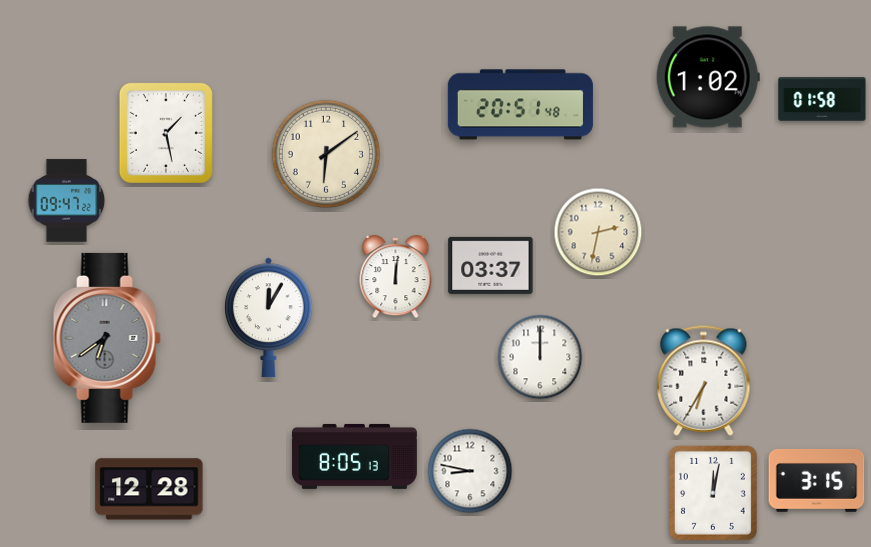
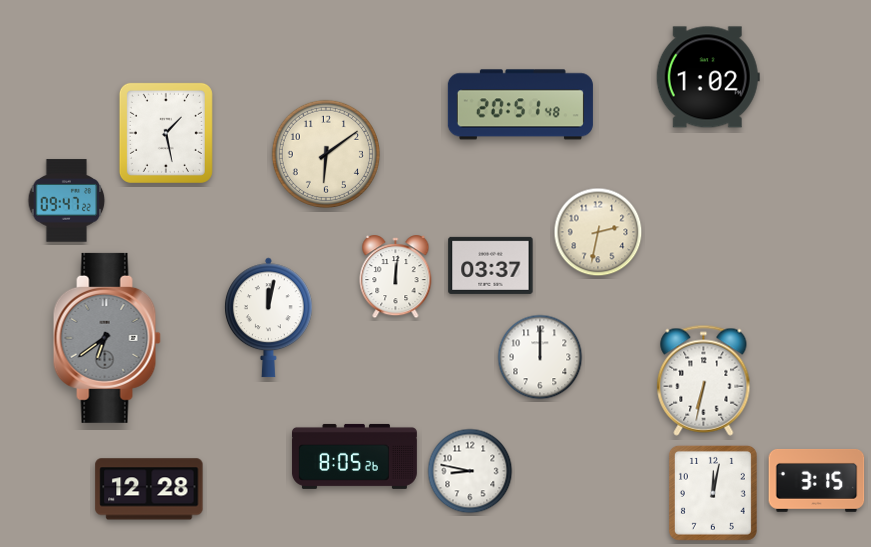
clock at (822, 99): 01:58 -> none
clock at (268, 318): 12:05 -> 12:02
clock at (704, 380): 6:35 -> 6:32
clock at (354, 456): 8:05:13 -> 8:05:26
